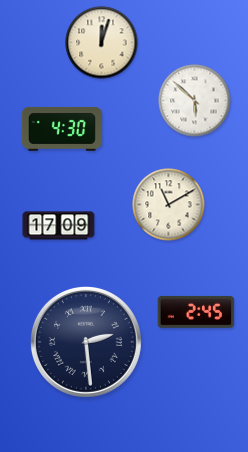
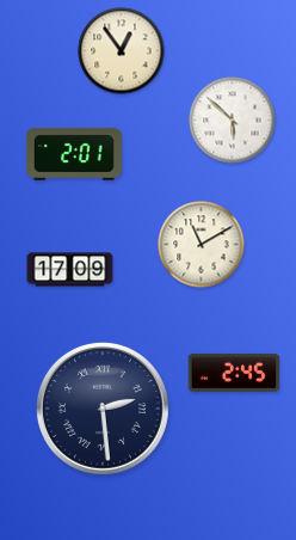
clock at (102, 43): 12:03 -> 12:54
clock at (62, 129): 4:30 -> 2:01
